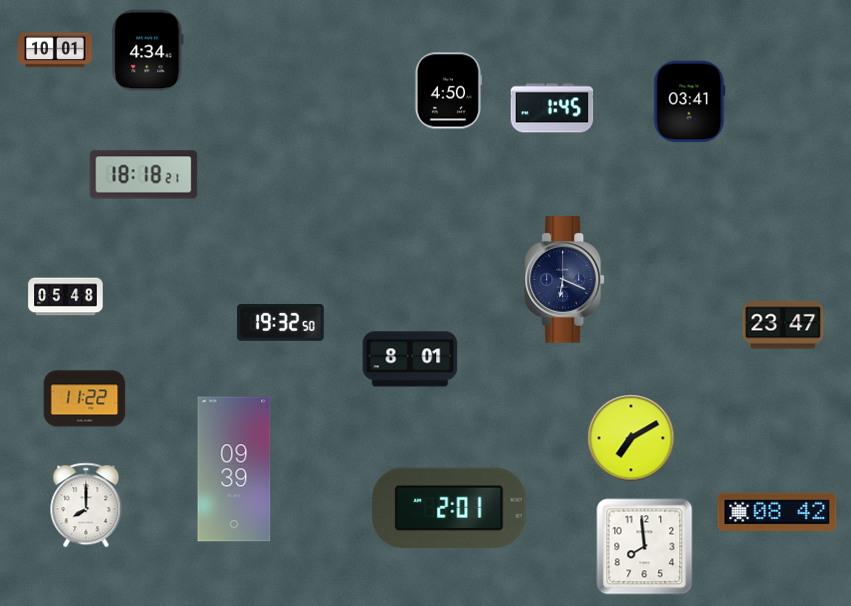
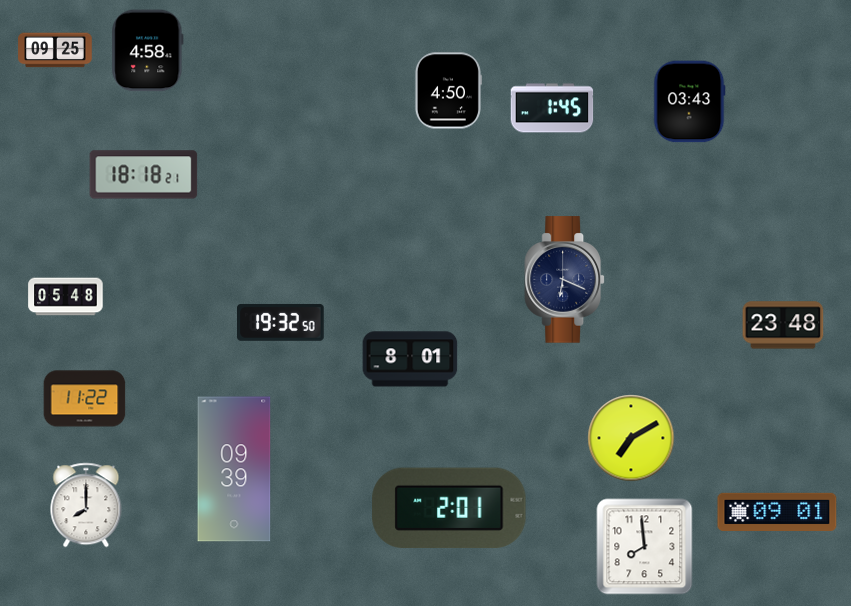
clock at (55, 50): 10:01 -> 09:25
clock at (148, 51): 4:34 -> 4:58
clock at (690, 102): 03:41 -> 03:43
clock at (783, 325): 23:47 -> 23:48
clock at (777, 512): 08:42 -> 09:01
